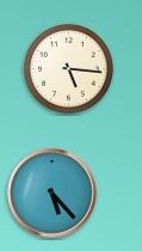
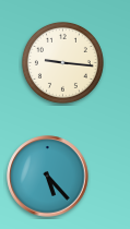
clock at (68, 68): 5:16 -> 9:16
